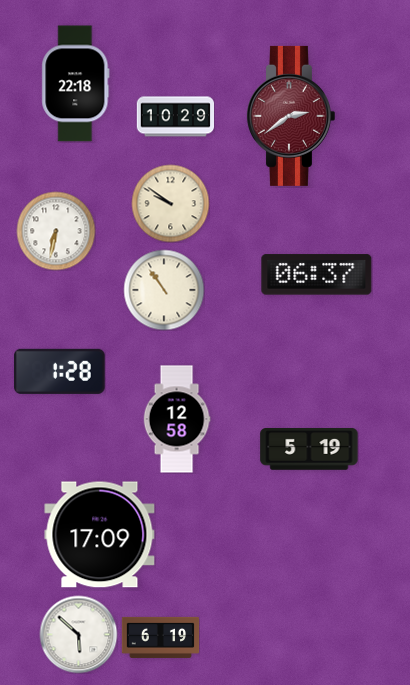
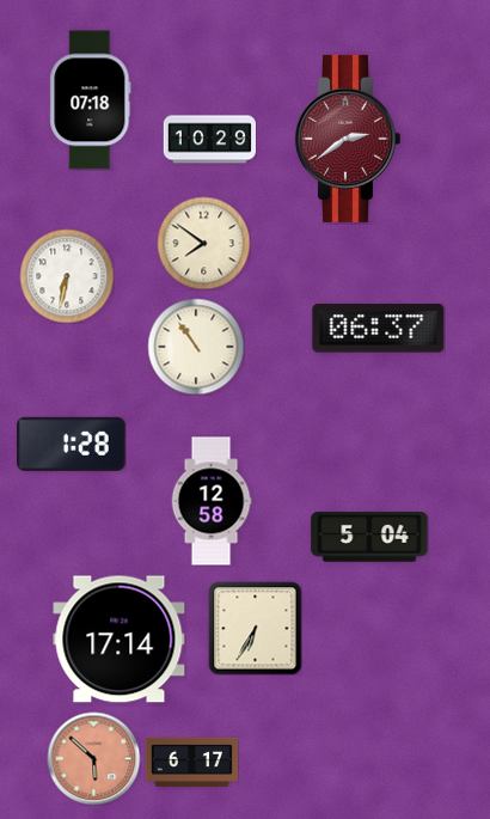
clock at (76, 84): 22:18 -> 07:18
clock at (170, 203): 9:51 -> 7:51
clock at (309, 450): 5:19 -> 5:04
clock at (255, 628): none -> 6:35
clock at (100, 535): 17:09 -> 17:14
clock at (78, 634) dial: white -> salmon
clock at (160, 637): 6:19 -> 6:17
